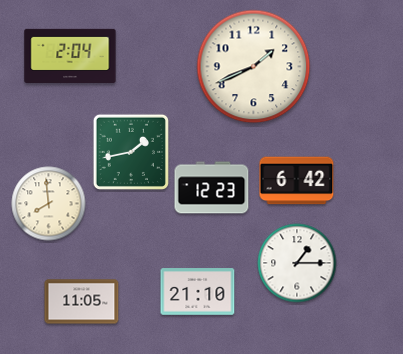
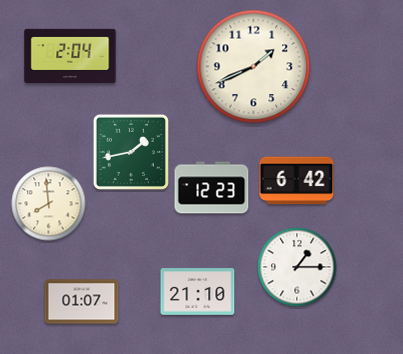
clock at (297, 263) position: (297, 263) -> (297, 267)
clock at (82, 302): 11:05 -> 01:07
